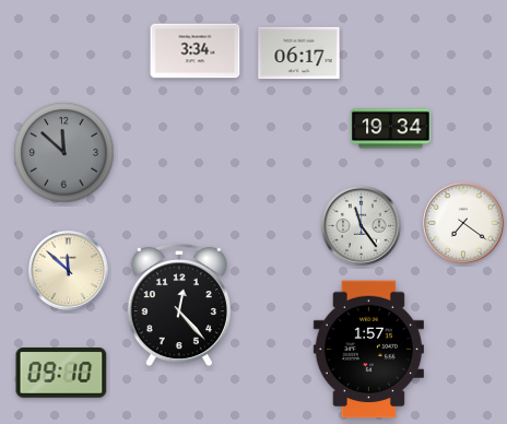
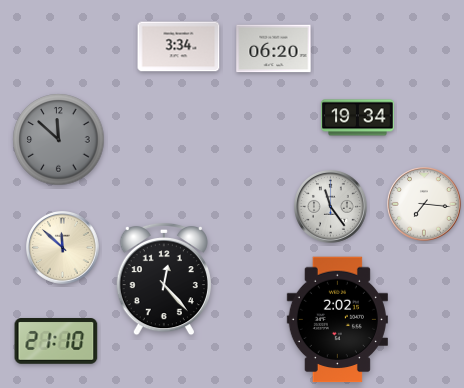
clock at (299, 54): 06:17 -> 06:20
clock at (464, 224): 7:21 -> 7:16
clock at (368, 350): 1:57 -> 2:02
clock at (61, 374): 09:10 -> 21:10
